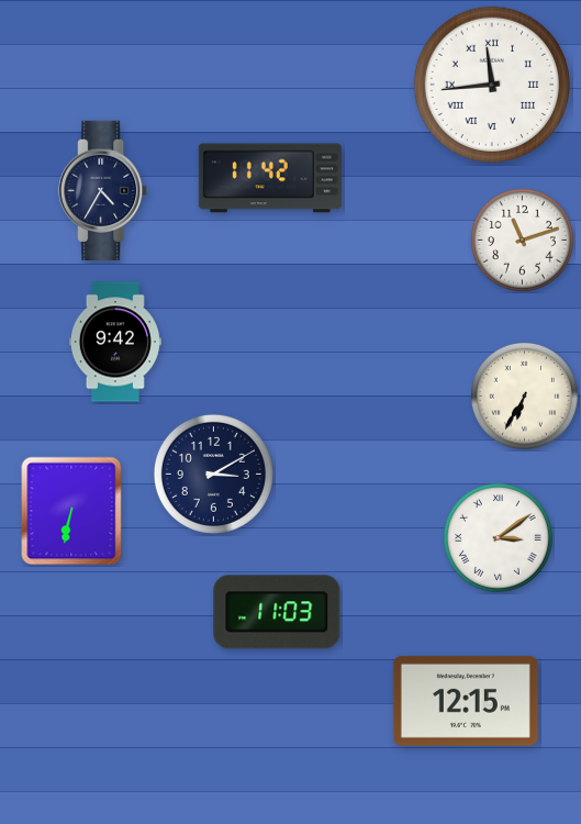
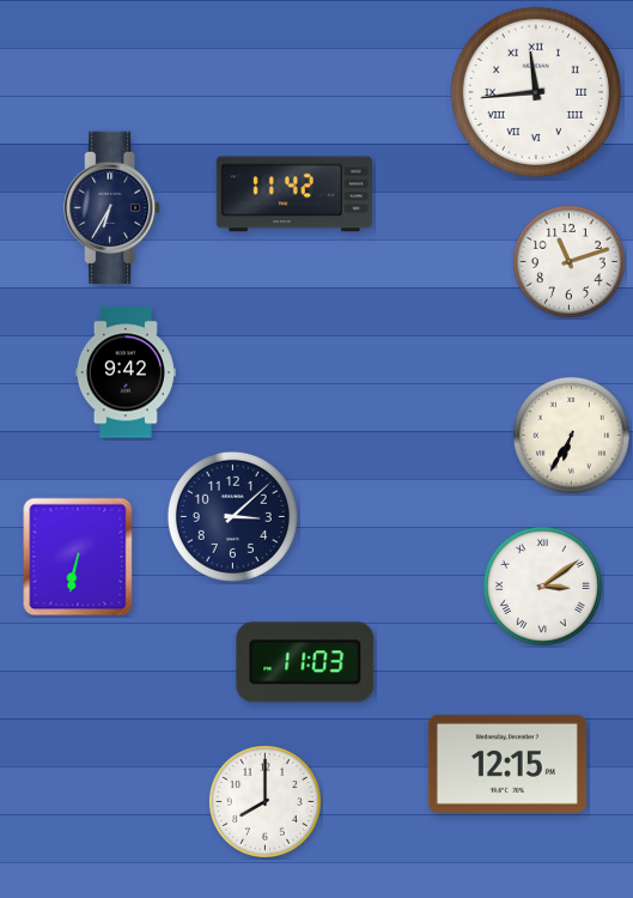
clock at (103, 190): 4:35 -> 6:35
clock at (524, 396) position: (524, 396) -> (571, 435)
clock at (213, 474): 3:10 -> 3:08
clock at (277, 612) position: (277, 612) -> (305, 662)
clock at (264, 801): none -> 8:00
